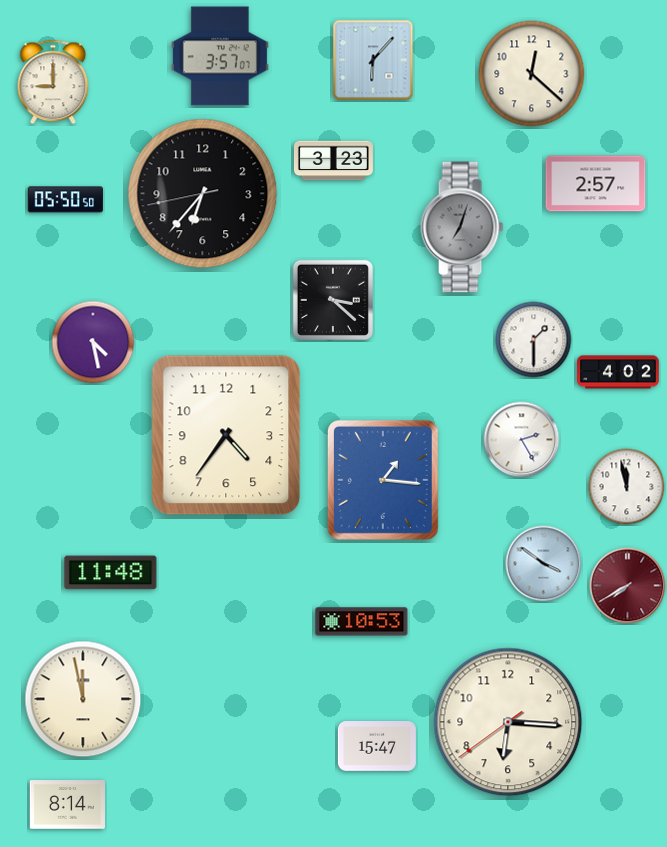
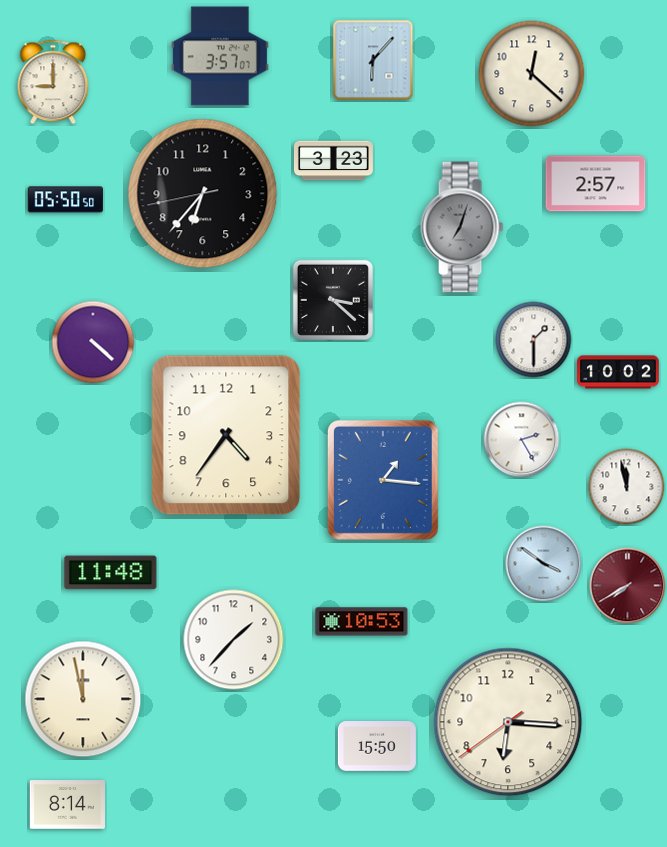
clock at (93, 342): 4:28 -> 4:22
clock at (618, 372): 4:02 -> 10:02
clock at (234, 640): none -> 1:37
clock at (377, 747): 15:47 -> 15:50
